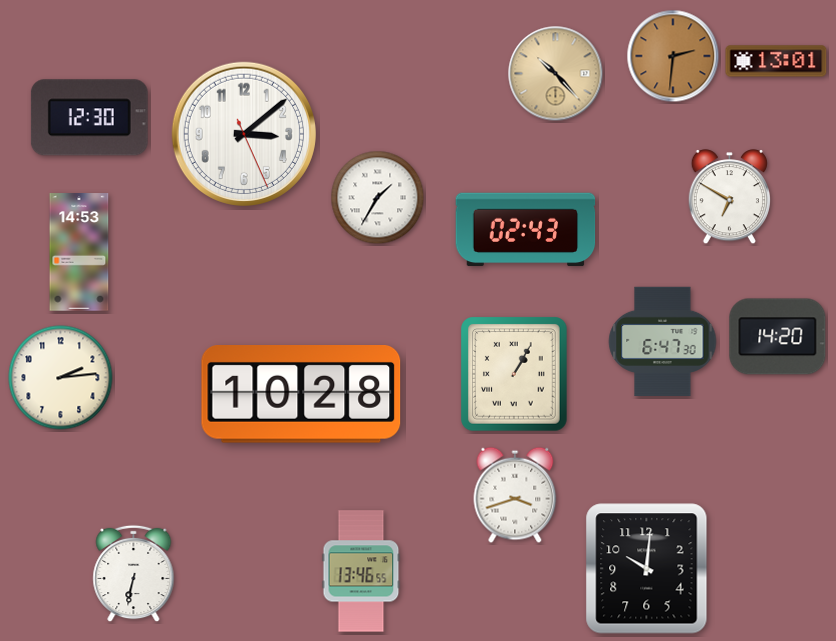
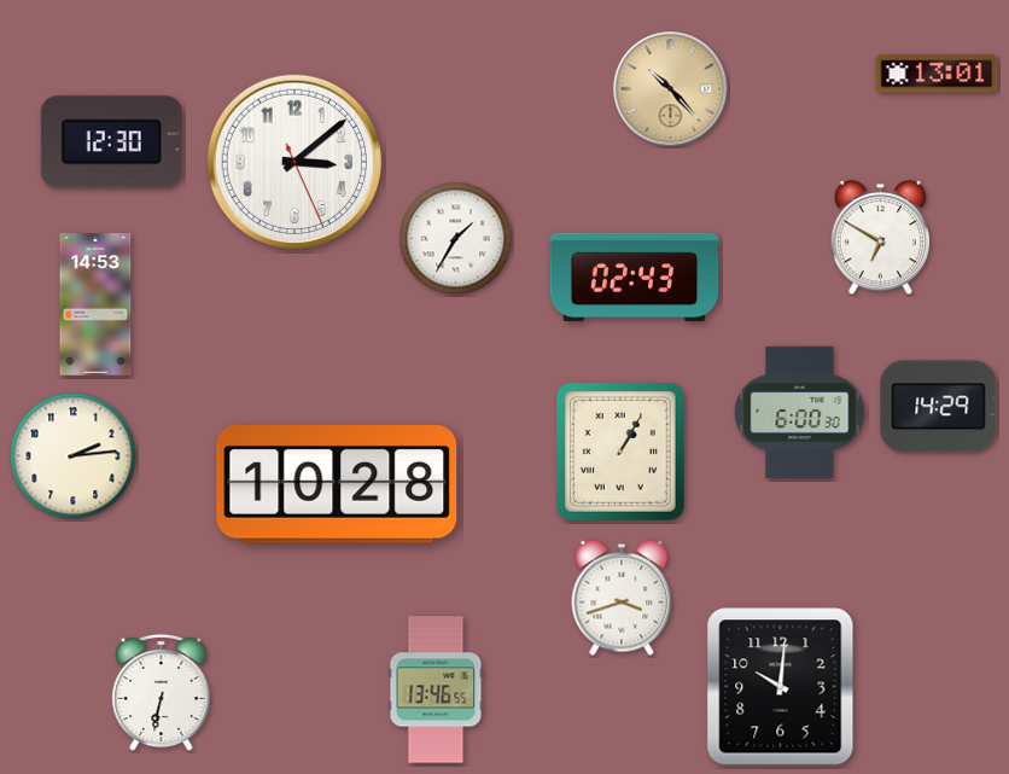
clock at (673, 56): 2:31 -> none
clock at (89, 118) position: (89, 118) -> (111, 142)
clock at (778, 337): 14:20 -> 14:29
clock at (663, 342): 6:47 -> 6:00
clock at (301, 395) position: (301, 395) -> (337, 485)
